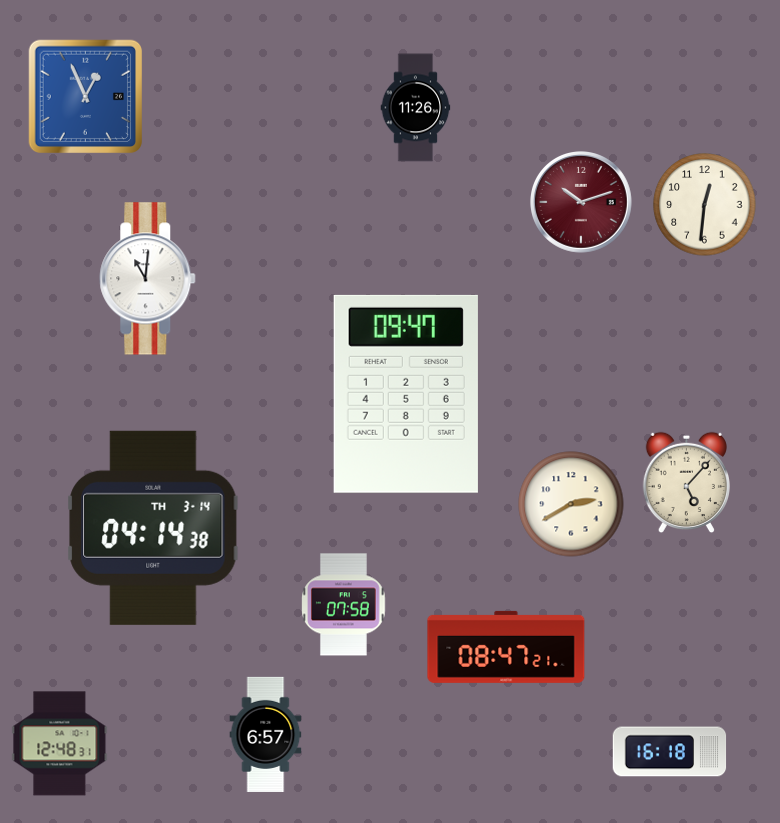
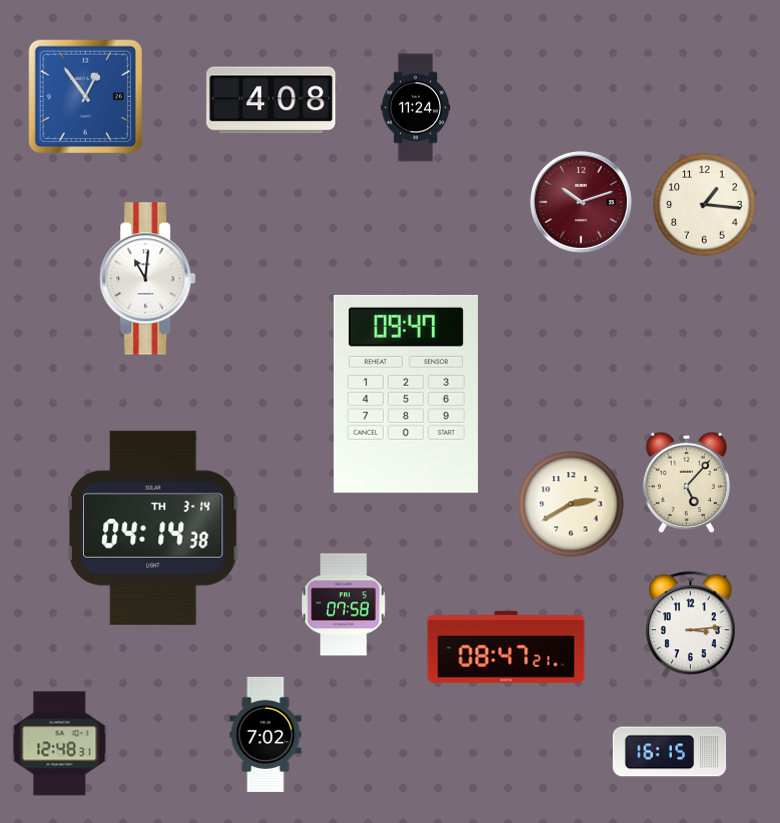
clock at (86, 97): 12:56 -> 12:54
clock at (271, 100): none -> 4:08
clock at (416, 108): 11:26 -> 11:24
clock at (705, 205): 12:31 -> 1:16
clock at (690, 625): none -> 3:14
clock at (266, 734): 6:57 -> 7:02
clock at (670, 752): 16:18 -> 16:15
